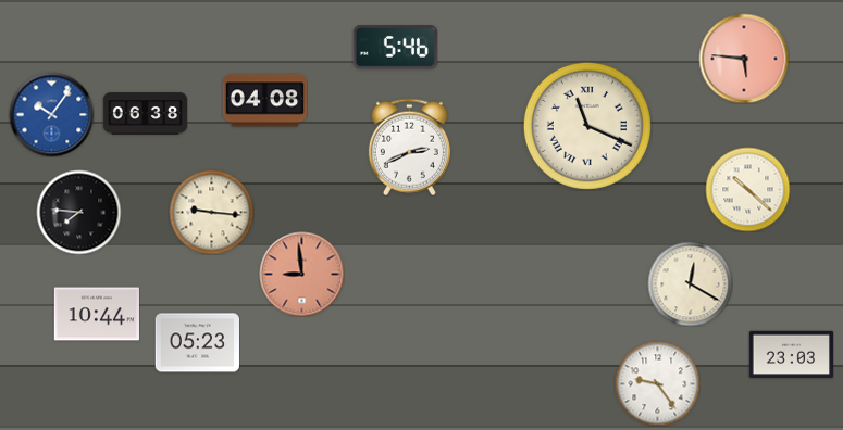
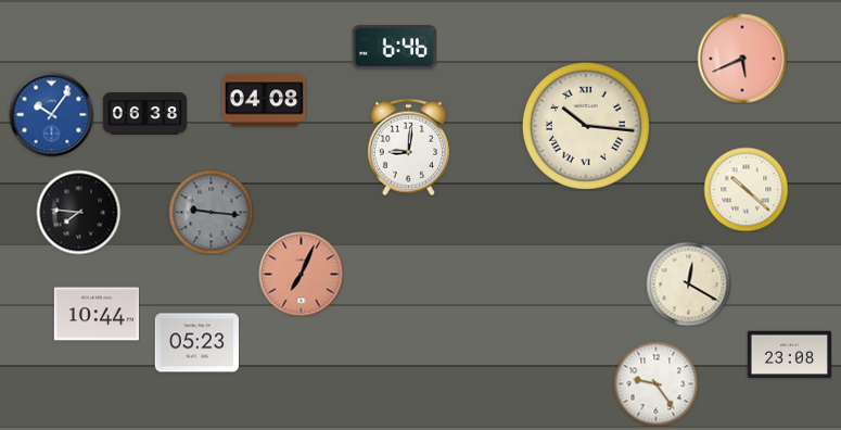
clock at (395, 48): 5:46 -> 6:46
clock at (744, 59): 5:46 -> 5:41
clock at (587, 126): 11:19 -> 10:16
clock at (409, 147): 2:41 -> 9:01
clock at (211, 212) dial: cream -> grey
clock at (301, 274): 8:59 -> 7:04
clock at (791, 355): 23:03 -> 23:08
